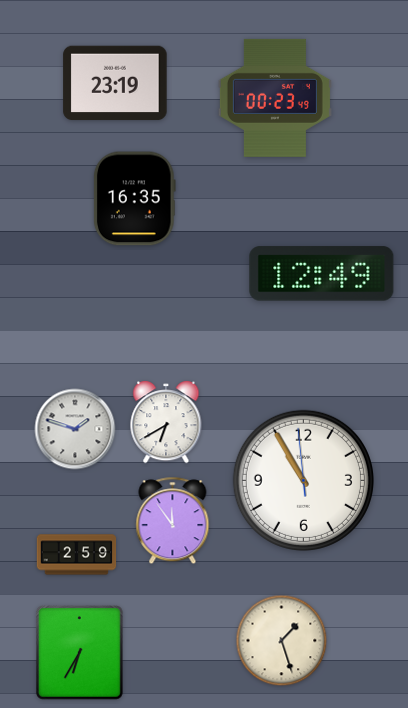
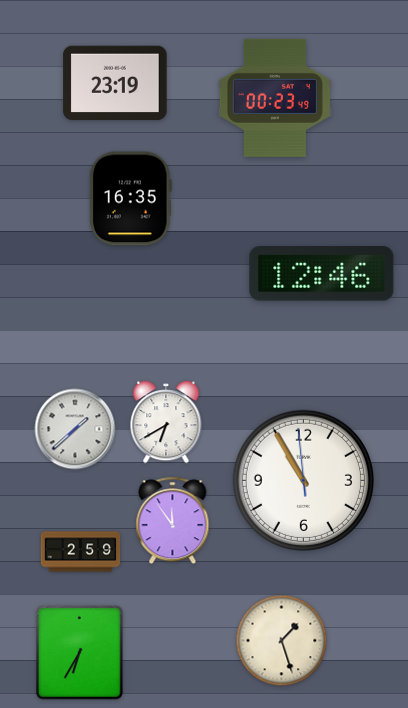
clock at (134, 199) position: (134, 199) -> (130, 199)
clock at (322, 274): 12:49 -> 12:46
clock at (75, 429): 1:48 -> 1:38
clock at (77, 555) position: (77, 555) -> (81, 552)
